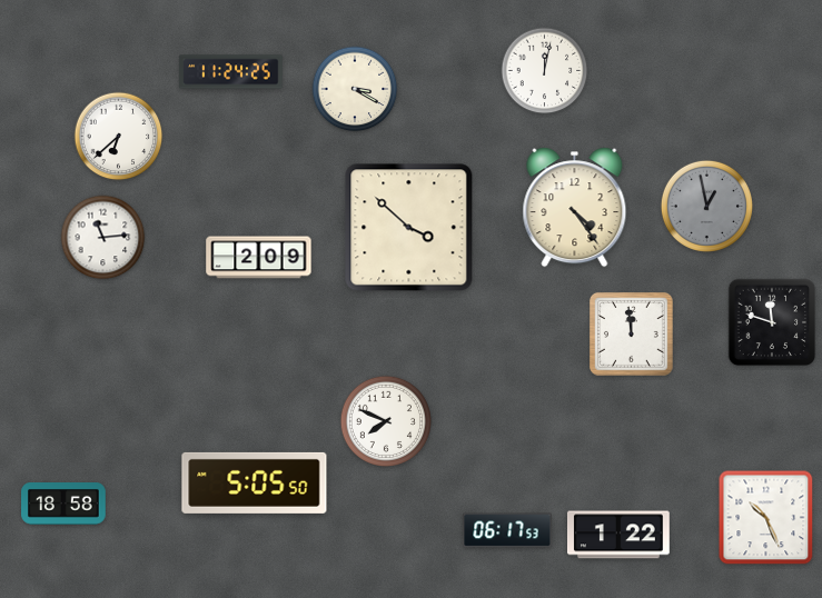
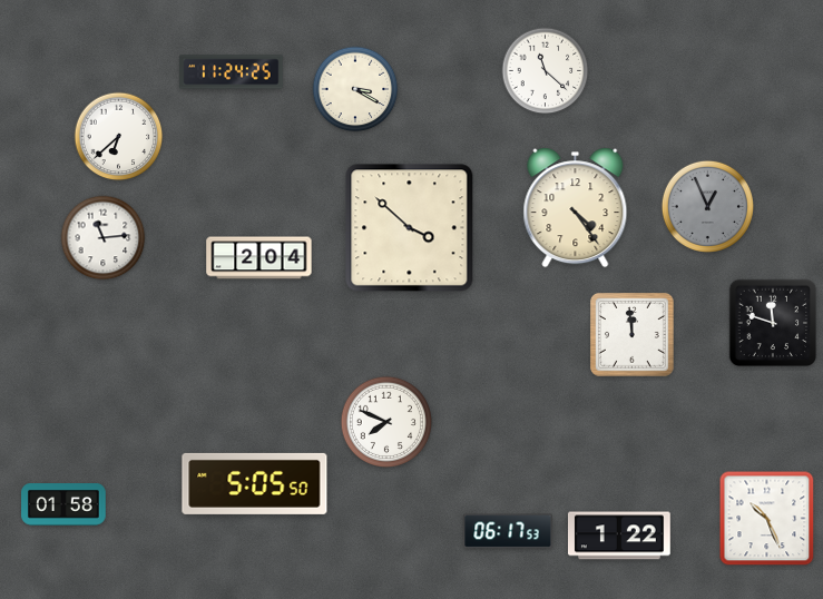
clock at (545, 71): 12:02 -> 11:22
clock at (706, 206): 12:58 -> 12:56
clock at (259, 258): 2:09 -> 2:04
clock at (63, 504): 18:58 -> 01:58
